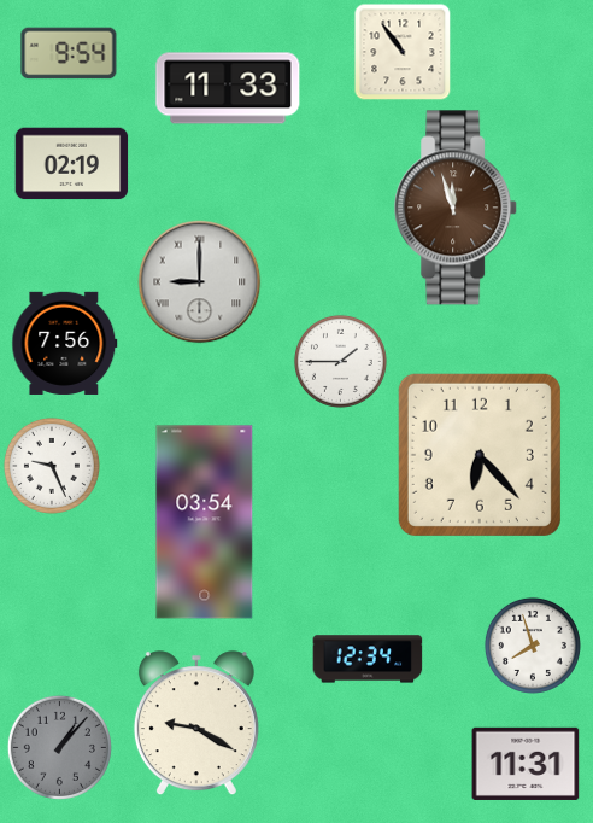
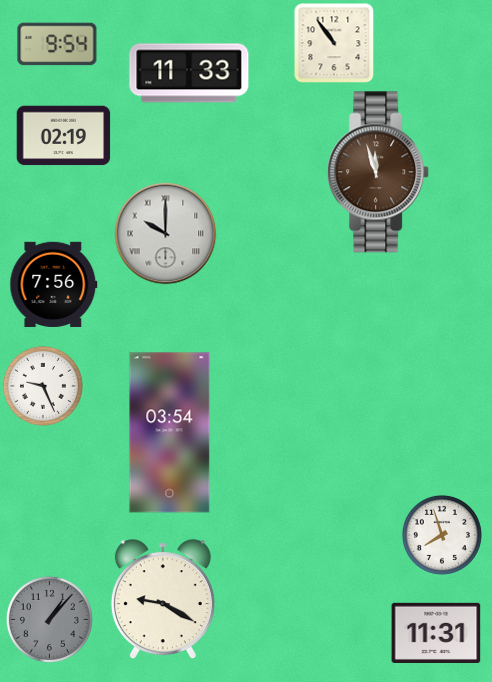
clock at (72, 164) position: (72, 164) -> (64, 136)
clock at (200, 282): 9:00 -> 10:00
clock at (340, 361): 1:45 -> none
clock at (480, 455): 6:23 -> none
clock at (368, 659): 12:34 -> none
